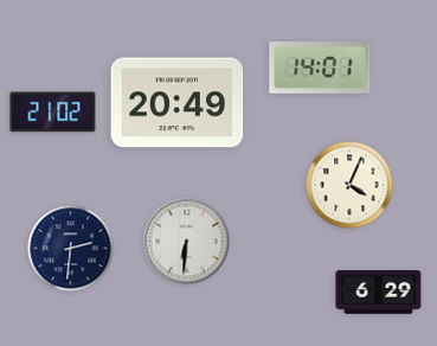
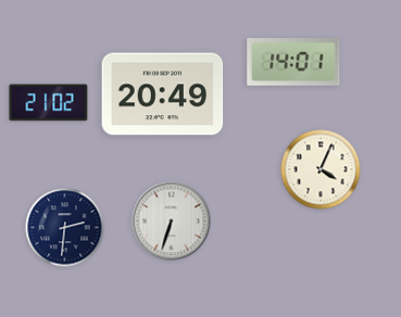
clock at (187, 242): 6:31 -> 6:33
clock at (379, 293): 6:29 -> none
